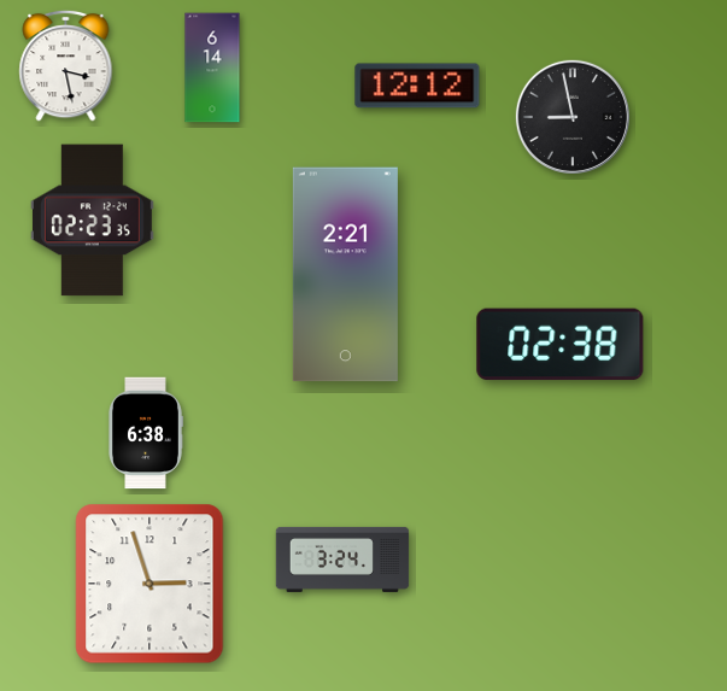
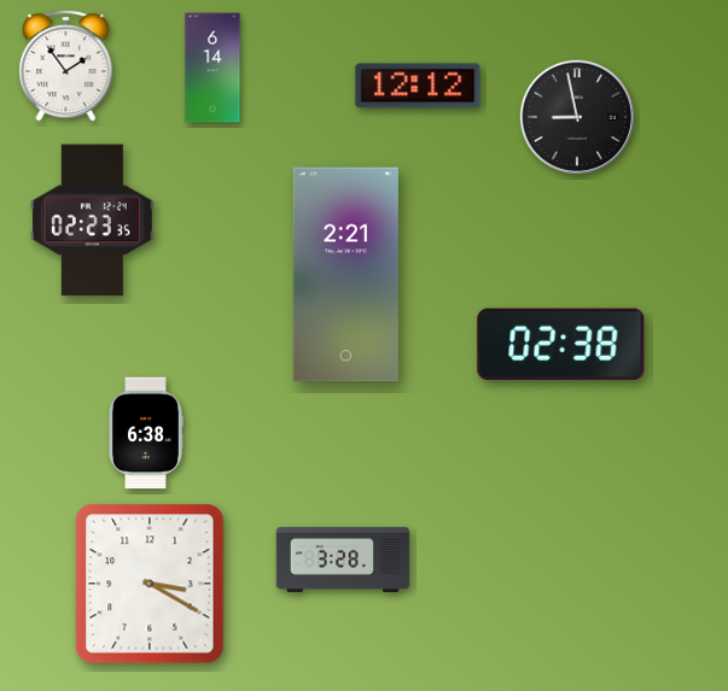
clock at (66, 65): 3:28 -> 1:54
clock at (573, 117) position: (573, 117) -> (577, 117)
clock at (342, 560): 3:24 -> 3:28
clock at (149, 584): 2:57 -> 3:20
